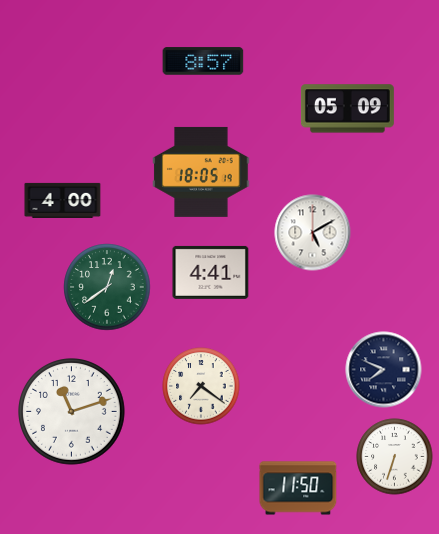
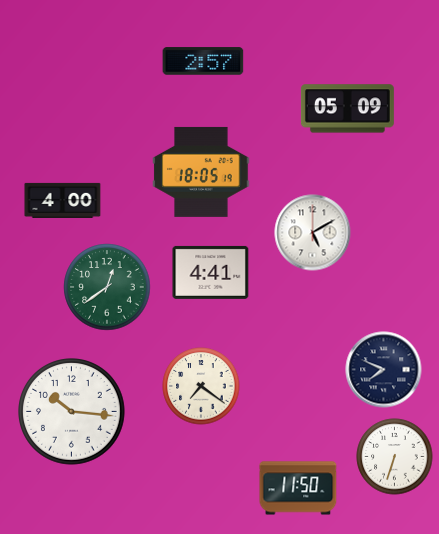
clock at (203, 61): 8:57 -> 2:57
clock at (72, 412): 11:12 -> 10:16
